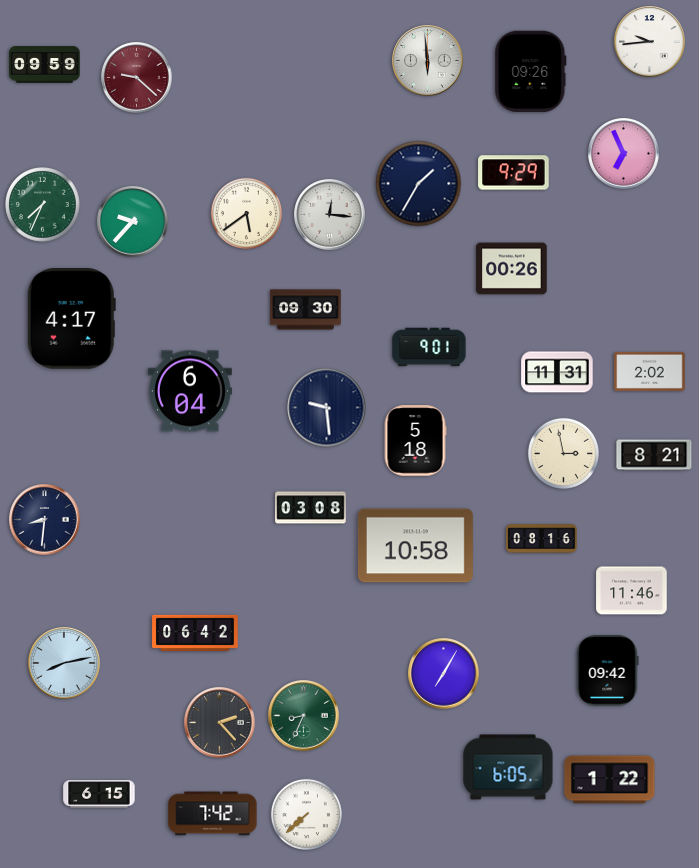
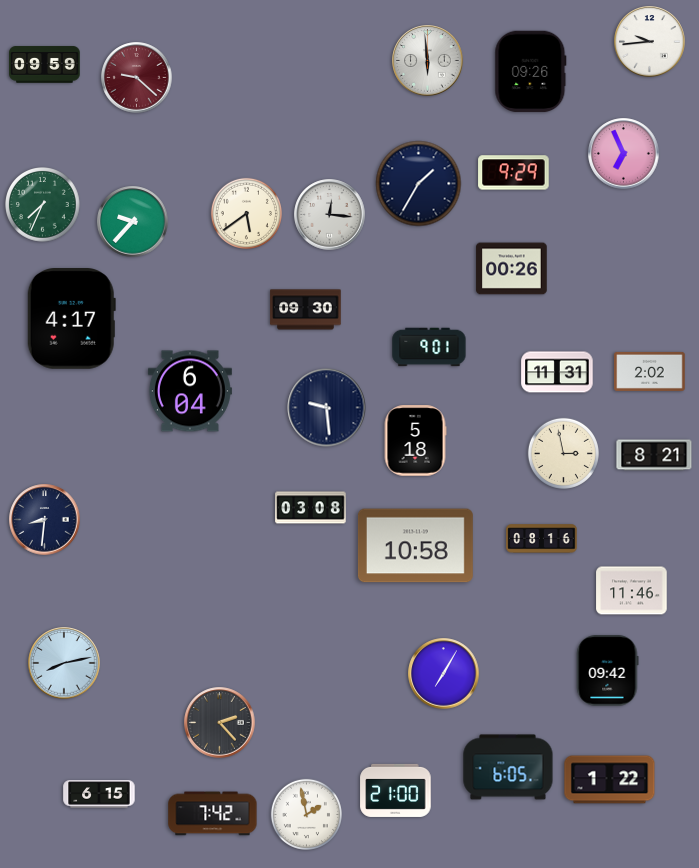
clock at (195, 633): 06:42 -> none
clock at (304, 716): 8:34 -> none
clock at (396, 790): none -> 21:00
clock at (306, 814): 7:38 -> 1:58
